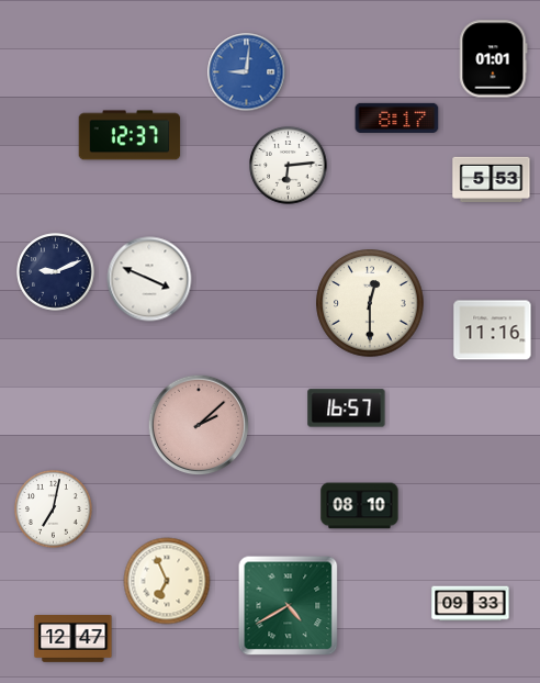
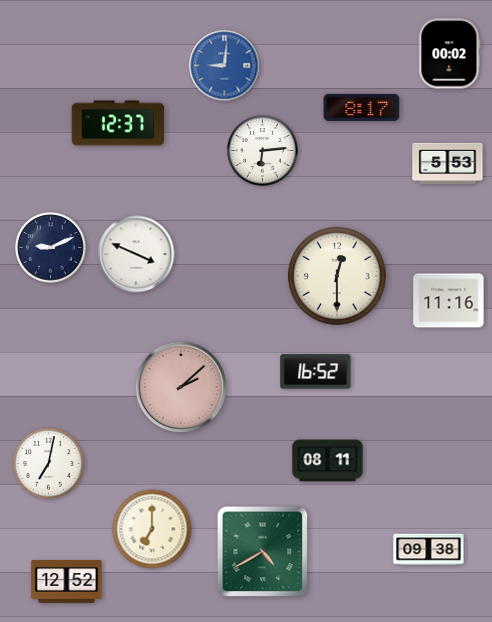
clock at (494, 59): 01:01 -> 00:02
clock at (347, 408): 16:57 -> 16:52
clock at (360, 506): 08:10 -> 08:11
clock at (167, 581): 6:56 -> 7:00
clock at (471, 604): 09:33 -> 09:38
clock at (74, 639): 12:47 -> 12:52
